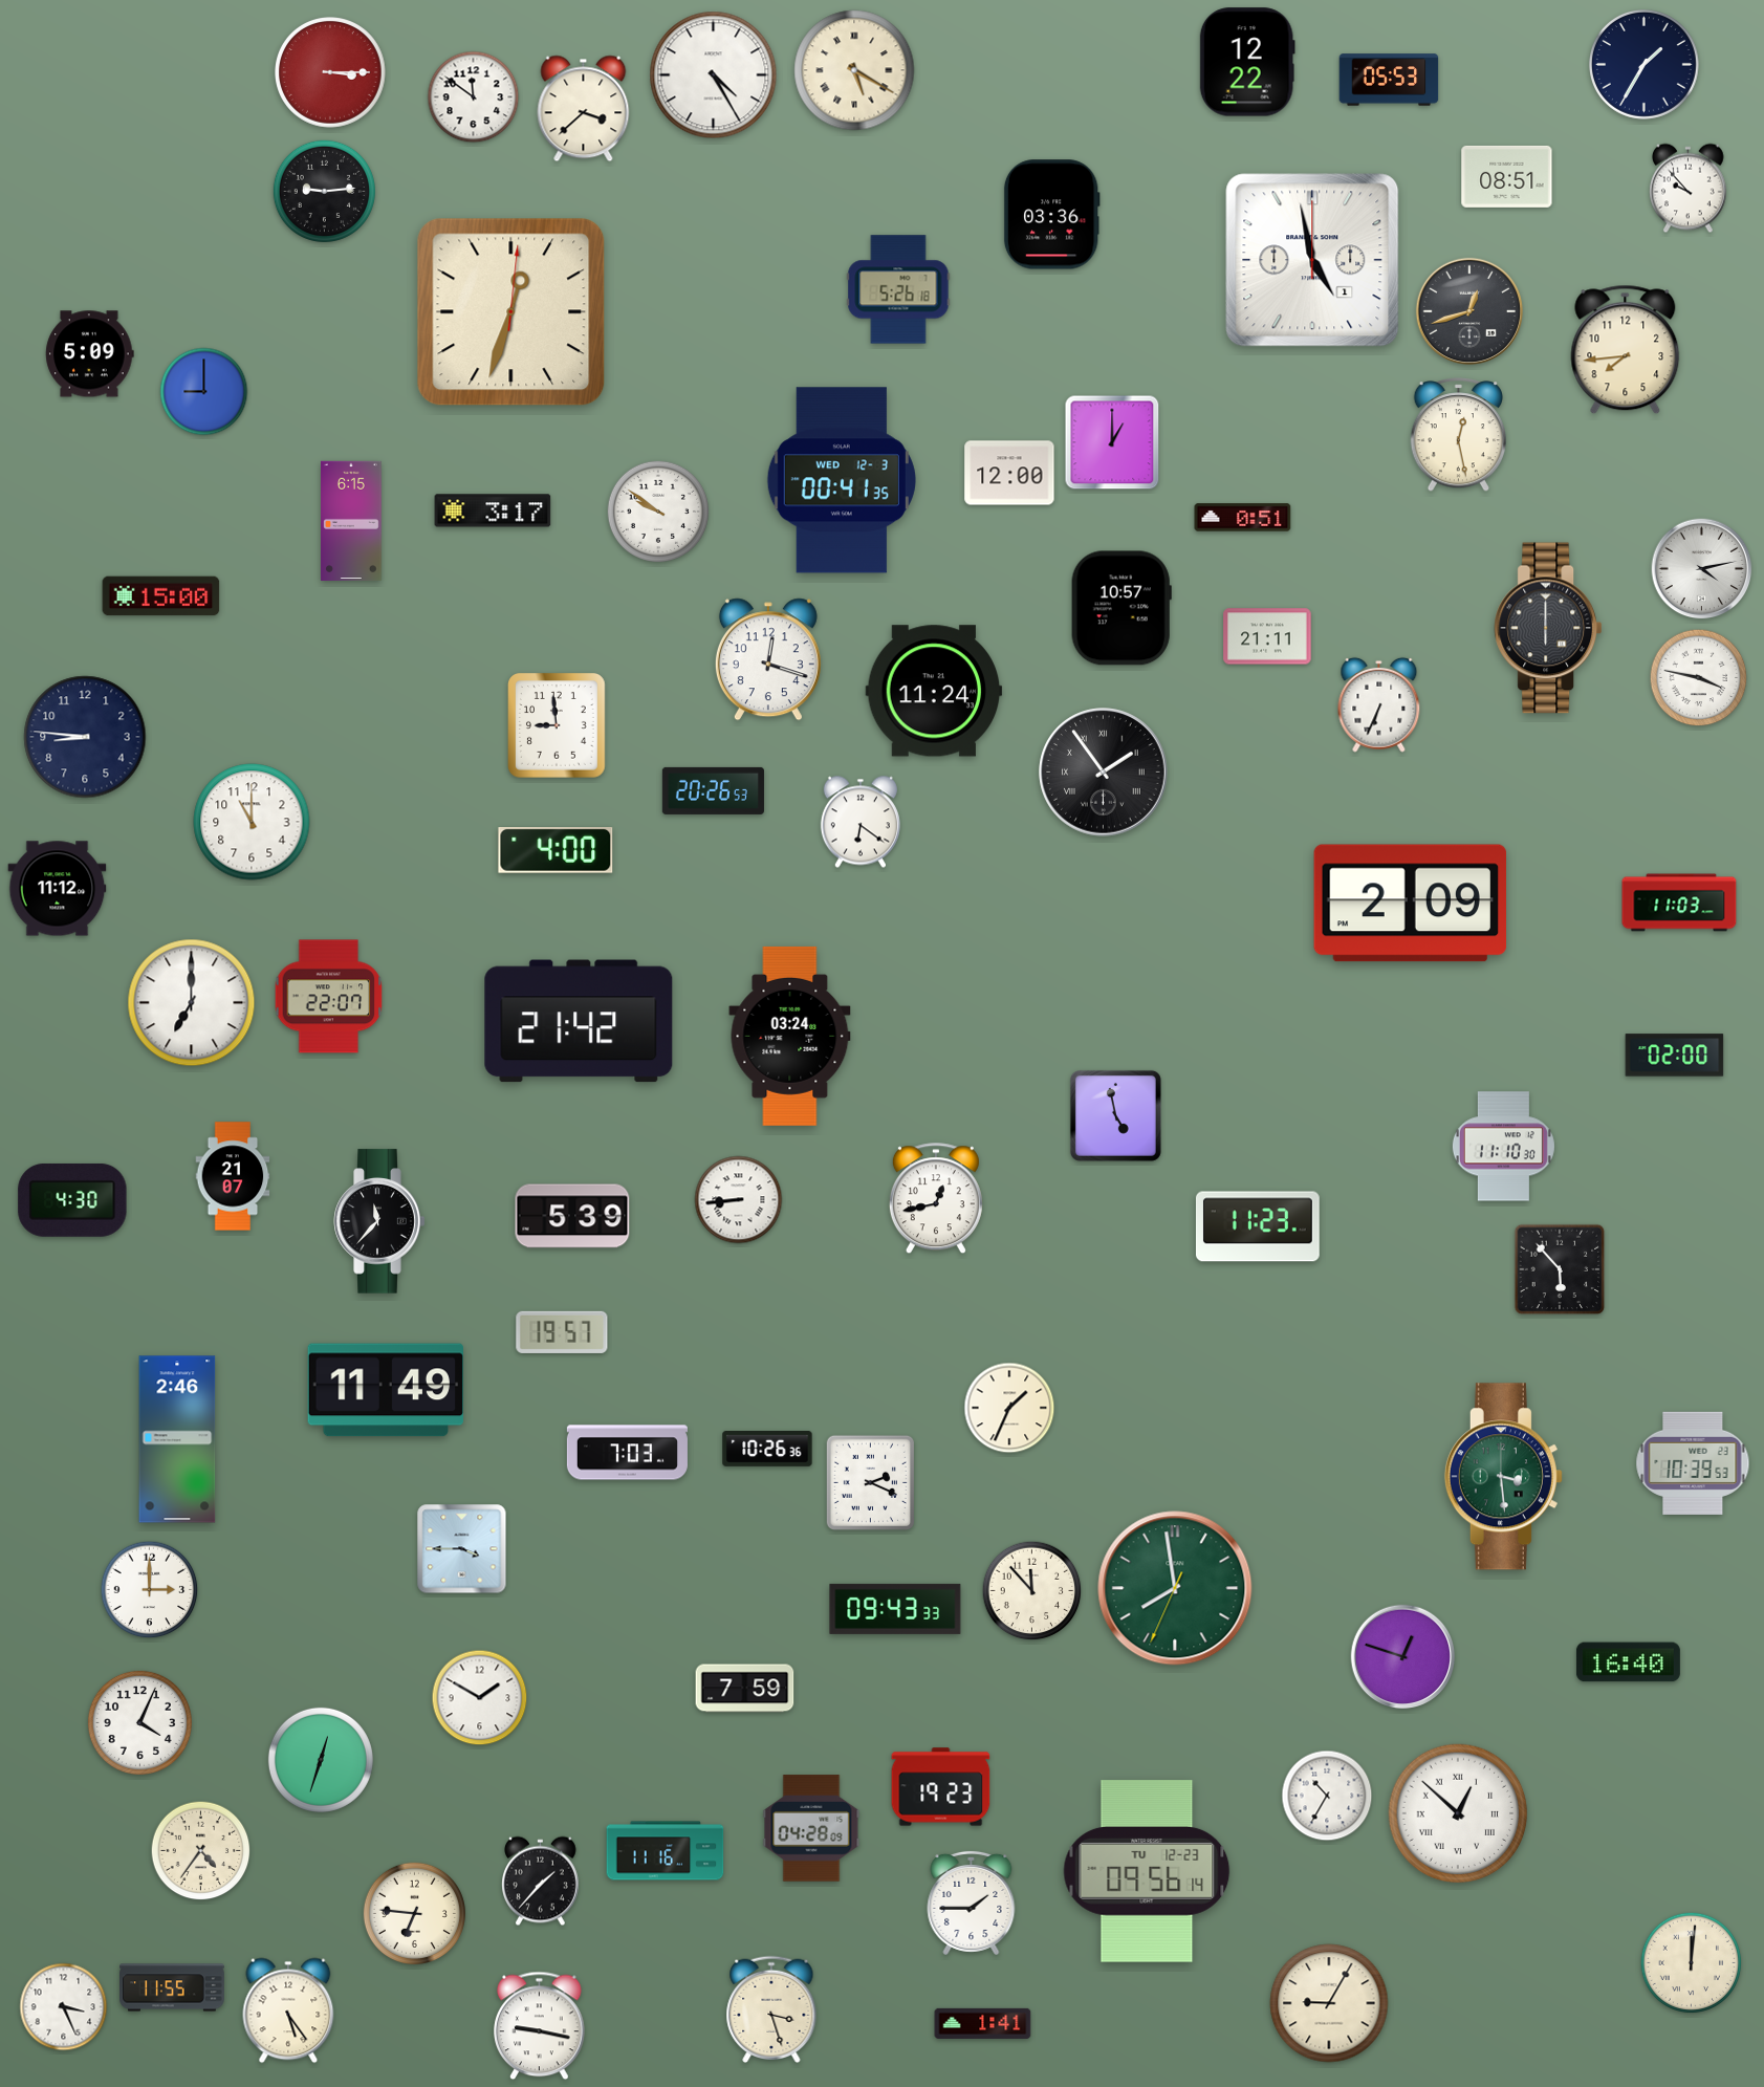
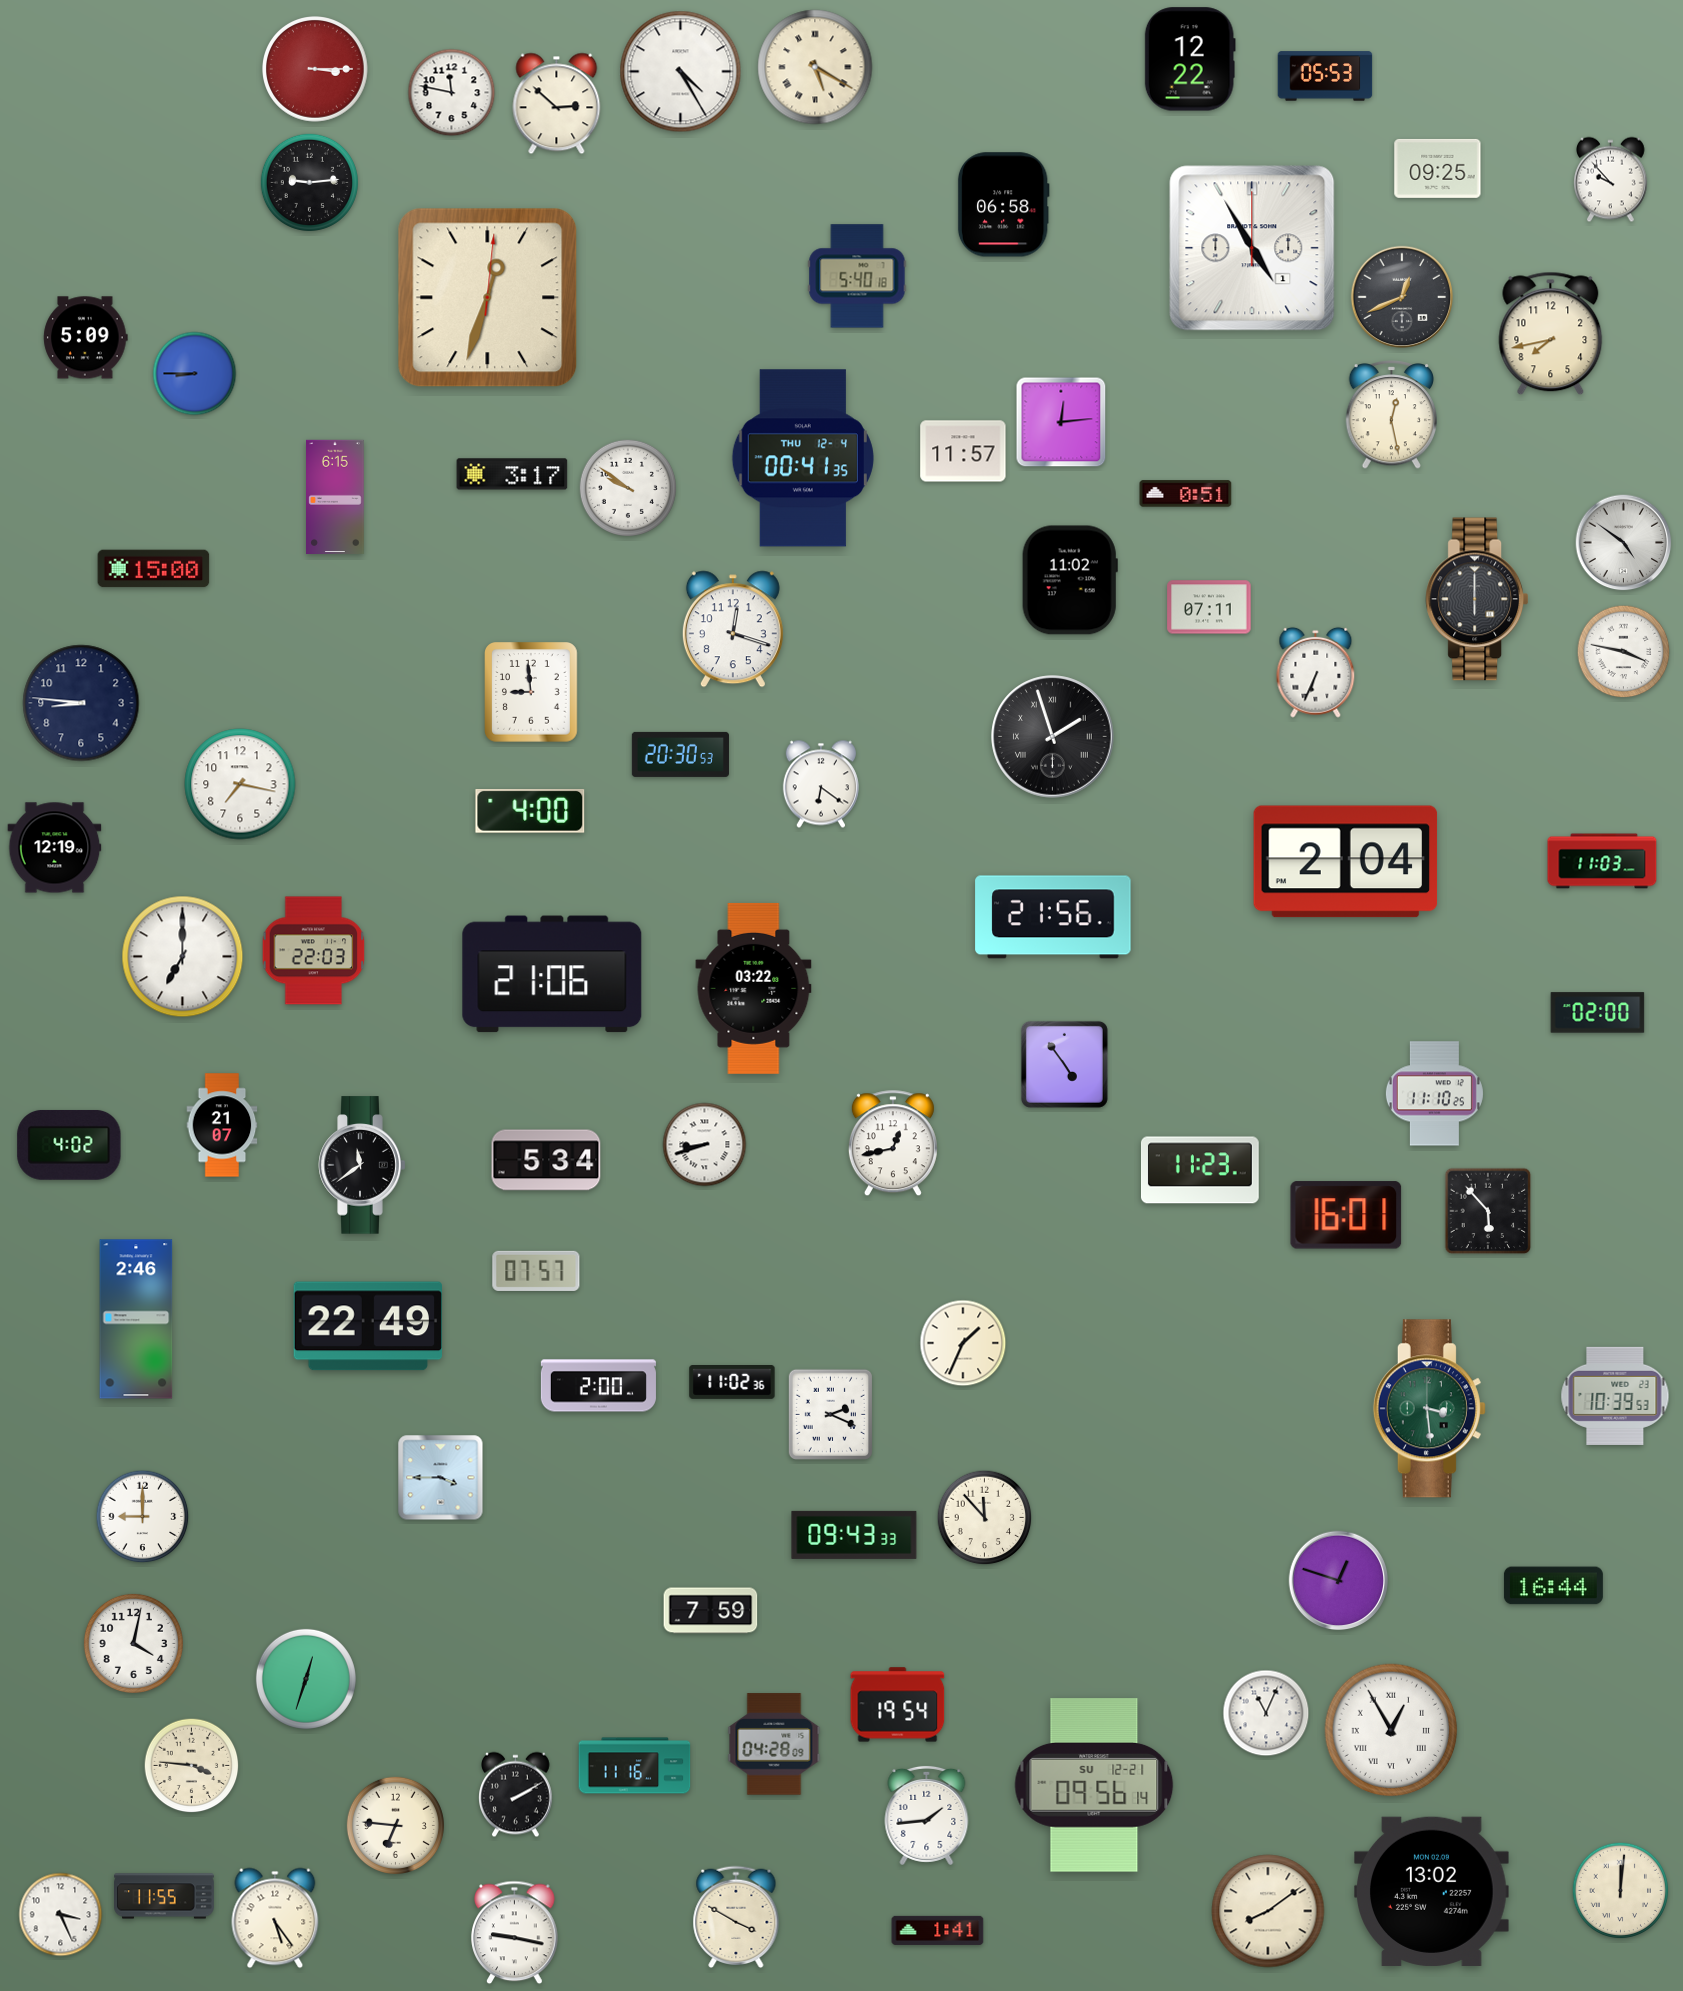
clock at (1645, 65): 1:35 -> none
clock at (474, 97): 11:51 -> 11:47
clock at (584, 109): 3:38 -> 2:52
clock at (1507, 176): 08:51 -> 09:25
clock at (1051, 215): 03:36 -> 06:58
clock at (1312, 260): 4:58 -> 4:55
clock at (898, 289): 5:26 -> 5:40
clock at (1468, 310): 12:42 -> 12:41
clock at (1626, 350): 7:44 -> 7:43
clock at (204, 392): 9:00 -> 8:45
clock at (1112, 442): 1:00 -> 12:14
clock at (1009, 473): 12:00 -> 11:57
clock at (842, 480) date: WED 12-3 -> THU 12-4
clock at (493, 510) position: (493, 510) -> (512, 474)
clock at (1702, 569): 4:13 -> 4:51
clock at (1121, 608): 10:57 -> 11:02
clock at (1267, 636): 21:11 -> 07:11
clock at (1699, 678) position: (1699, 678) -> (1624, 652)
clock at (934, 691): 11:24 -> none
clock at (1104, 773): 1:54 -> 1:57
clock at (713, 790): 20:26 -> 20:30
clock at (252, 822): 11:00 -> 7:17
clock at (58, 889): 11:12 -> 12:19
clock at (1411, 904): 2:09 -> 2:04
clock at (1053, 917): none -> 21:56
clock at (329, 997): 22:07 -> 22:03
clock at (579, 1021): 21:42 -> 21:06
clock at (790, 1036): 03:24 -> 03:22
clock at (1675, 1056) position: (1675, 1056) -> (1598, 1013)
clock at (1115, 1115): 4:58 -> 4:54
clock at (1503, 1147): 11:10:30 -> 11:10:25
clock at (233, 1176) position: (233, 1176) -> (222, 1125)
clock at (72, 1200): 4:30 -> 4:02
clock at (739, 1200): 8:44 -> 8:42
clock at (572, 1216): 5:39 -> 5:34
clock at (379, 1221): 11:37 -> 11:39
clock at (1346, 1215): none -> 16:01
clock at (562, 1332): 19:57 -> 07:57
clock at (385, 1390): 11:49 -> 22:49
clock at (177, 1439) position: (177, 1439) -> (136, 1319)
clock at (767, 1450): 10:26 -> 11:02
clock at (627, 1453): 7:03 -> 2:00
clock at (1503, 1477) position: (1503, 1477) -> (1429, 1409)
clock at (1175, 1588): 7:58 -> none
clock at (150, 1590): 3:00 -> 9:00
clock at (1628, 1662): 16:40 -> 16:44
clock at (480, 1698): 1:50 -> none
clock at (139, 1722): 4:04 -> 4:02
clock at (941, 1787): 19:23 -> 19:54
clock at (1327, 1796): 10:35 -> 11:04
clock at (1458, 1813): 12:52 -> 12:55
clock at (201, 1851): 4:36 -> 3:46
clock at (1147, 1871) date: TU 12-23 -> SU 12-21
clock at (541, 1882): 1:37 -> 2:10
clock at (972, 1903): 1:45 -> 1:44
clock at (1692, 1963) position: (1692, 1963) -> (1621, 1891)
clock at (1432, 1891): none -> 13:02
clock at (1329, 2003): 9:05 -> 8:09
clock at (771, 2009): 3:27 -> 3:50
